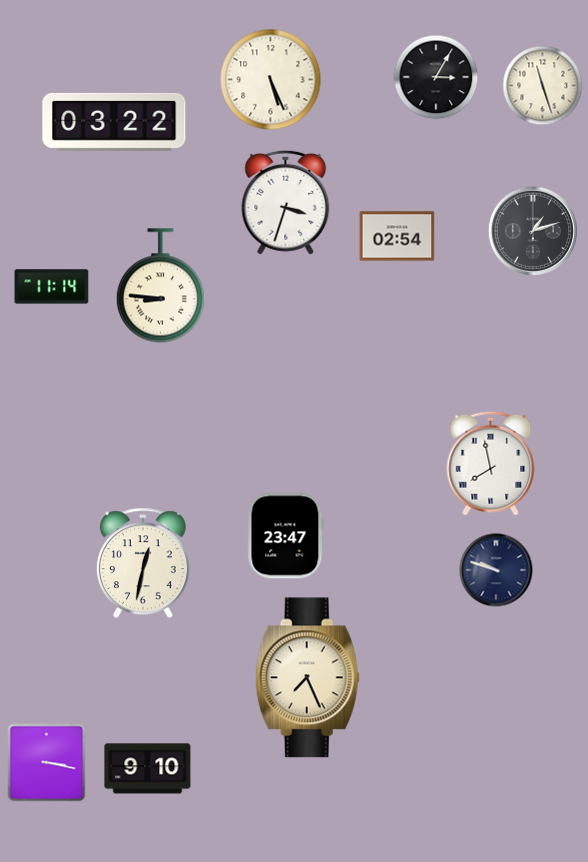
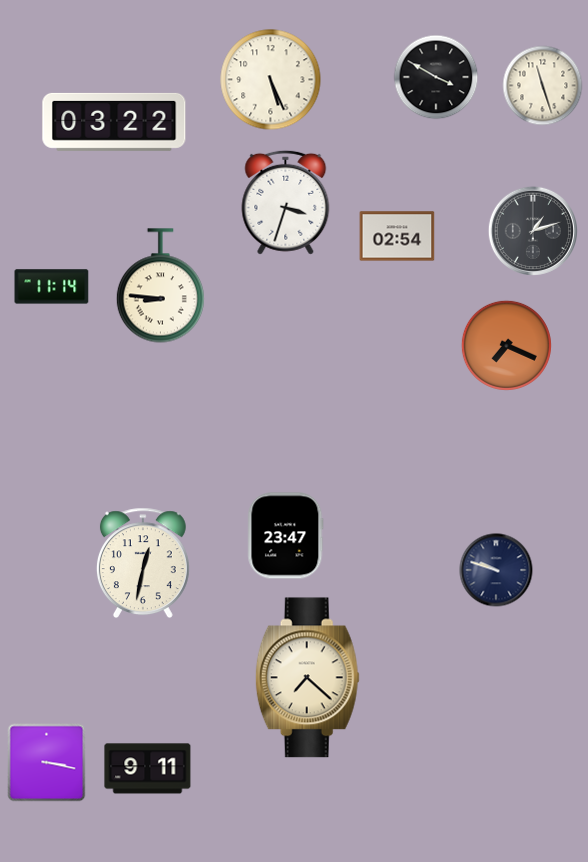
clock at (436, 77): 3:05 -> 3:50
clock at (506, 345): none -> 7:19
clock at (491, 463): 7:58 -> none
clock at (307, 678): 7:26 -> 7:22
clock at (148, 769): 9:10 -> 9:11
